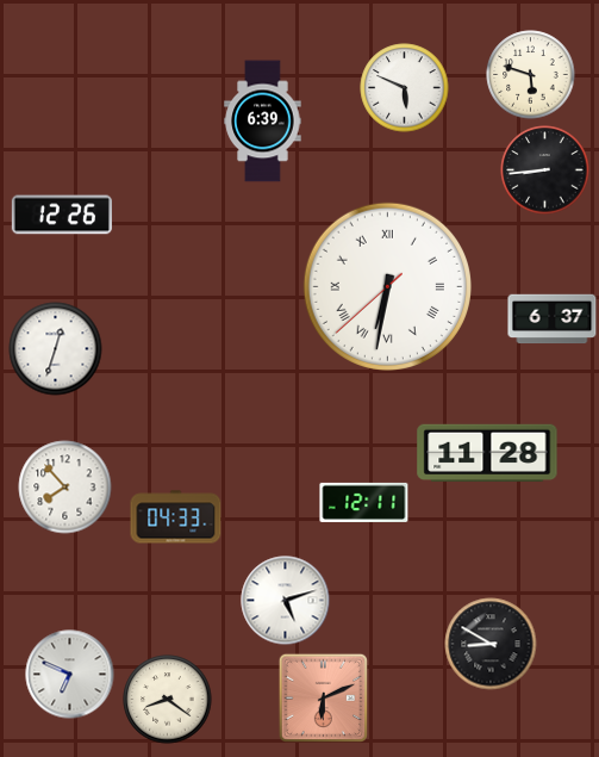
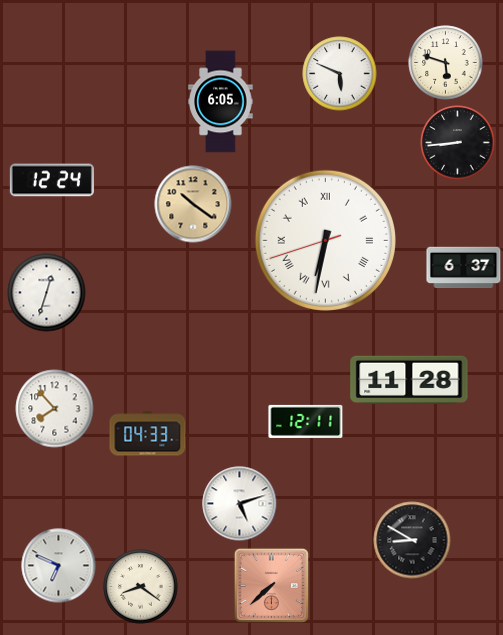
clock at (263, 122): 6:39 -> 6:05
clock at (62, 215): 12:26 -> 12:24
clock at (193, 204): none -> 10:21
clock at (387, 286): 6:31:38 -> 6:31:42
clock at (323, 697): 6:11 -> 7:38
